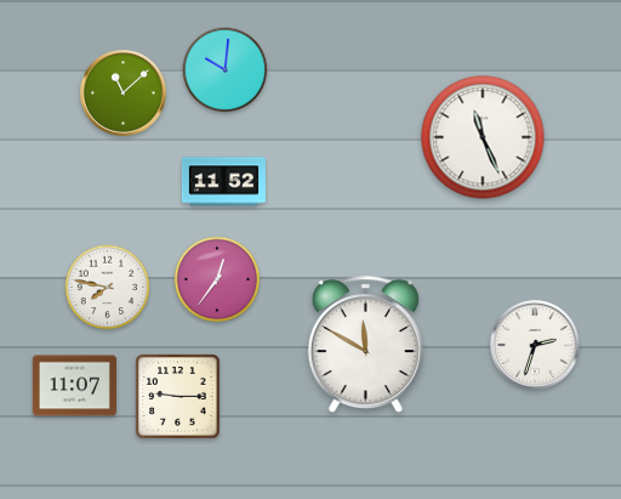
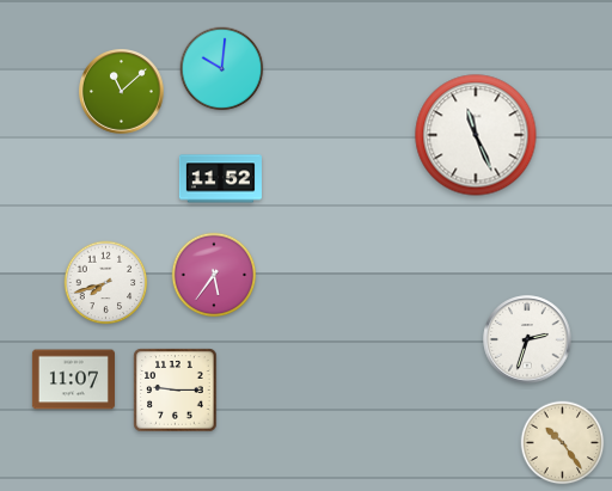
clock at (217, 279): 12:36 -> 5:36
clock at (108, 288): 7:47 -> 7:42
clock at (365, 345): 11:50 -> none
clock at (563, 443): none -> 10:24
